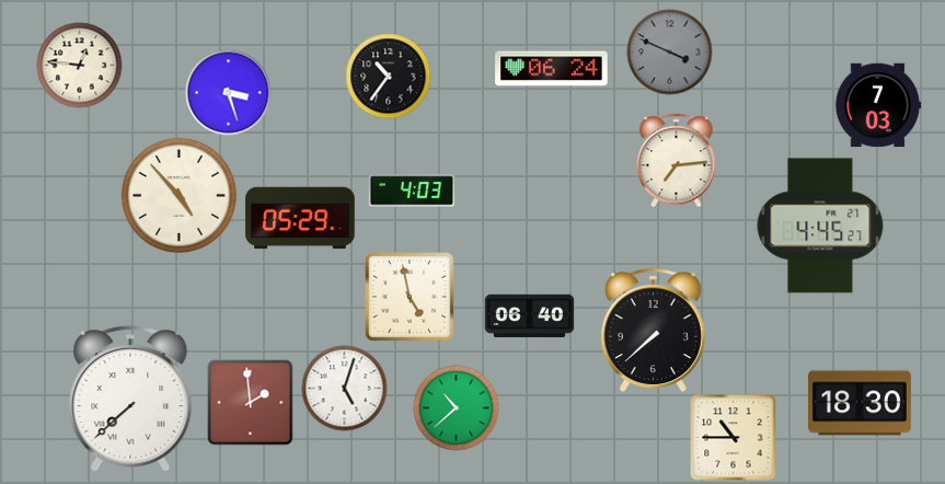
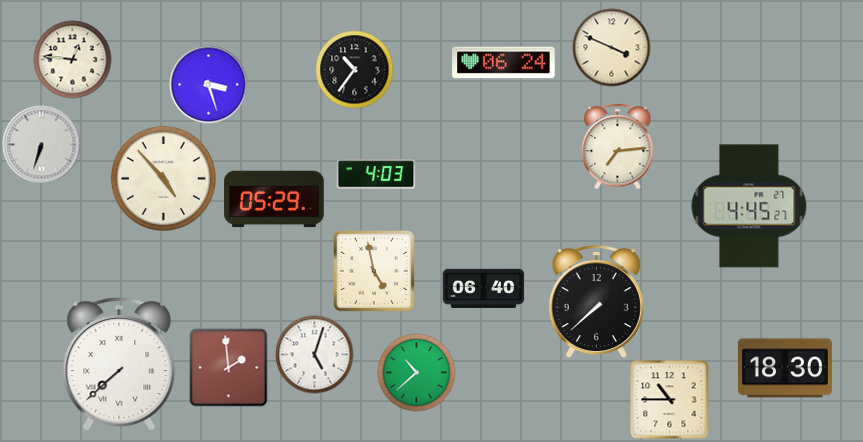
clock at (669, 51) dial: grey -> cream
clock at (878, 105): 7:03 -> none
clock at (41, 144): none -> 6:33
